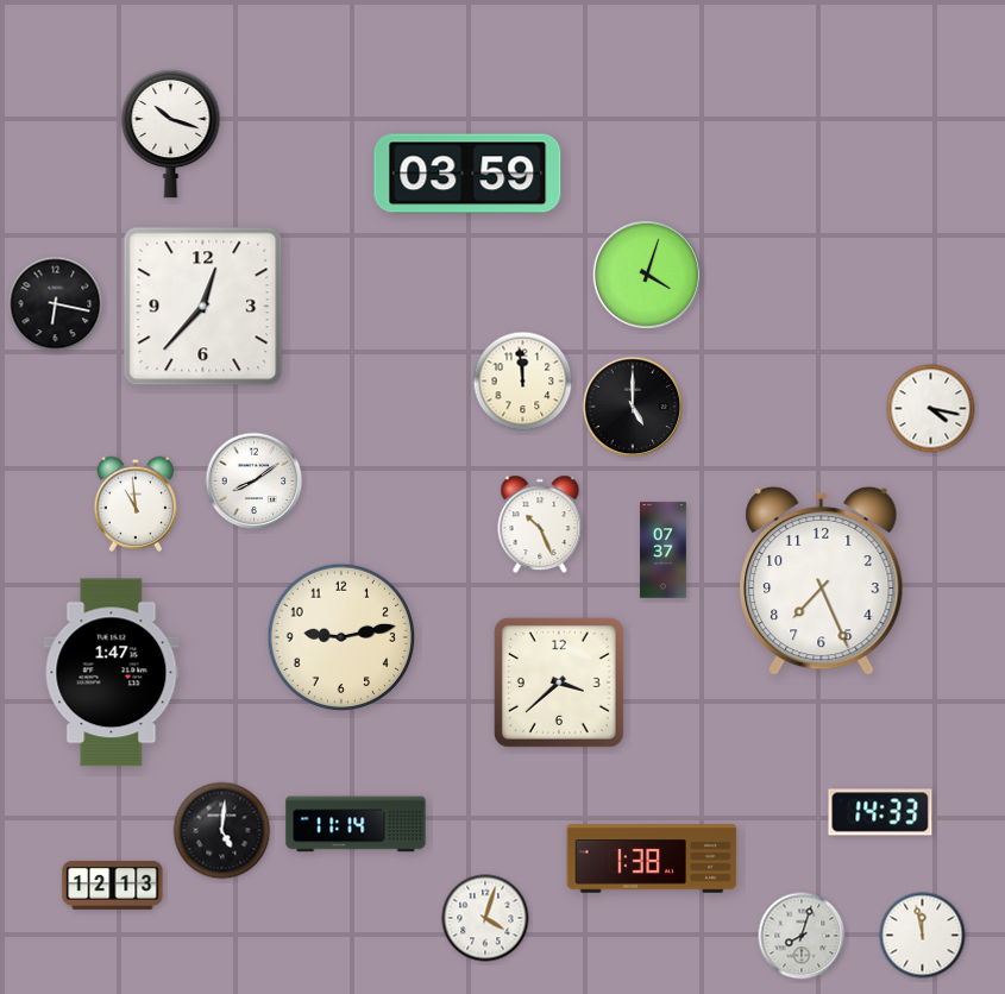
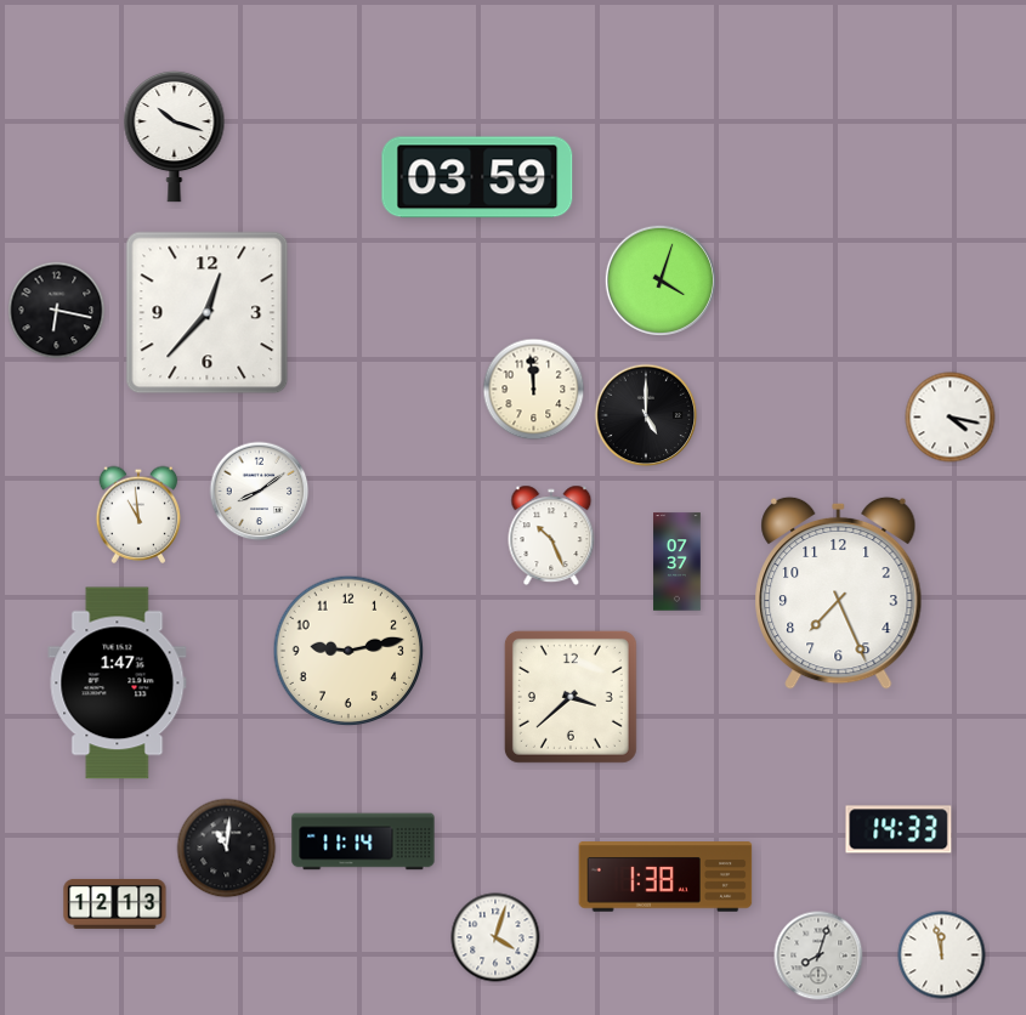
clock at (112, 673) position: (112, 673) -> (118, 684)
clock at (222, 831): 5:01 -> 11:01
